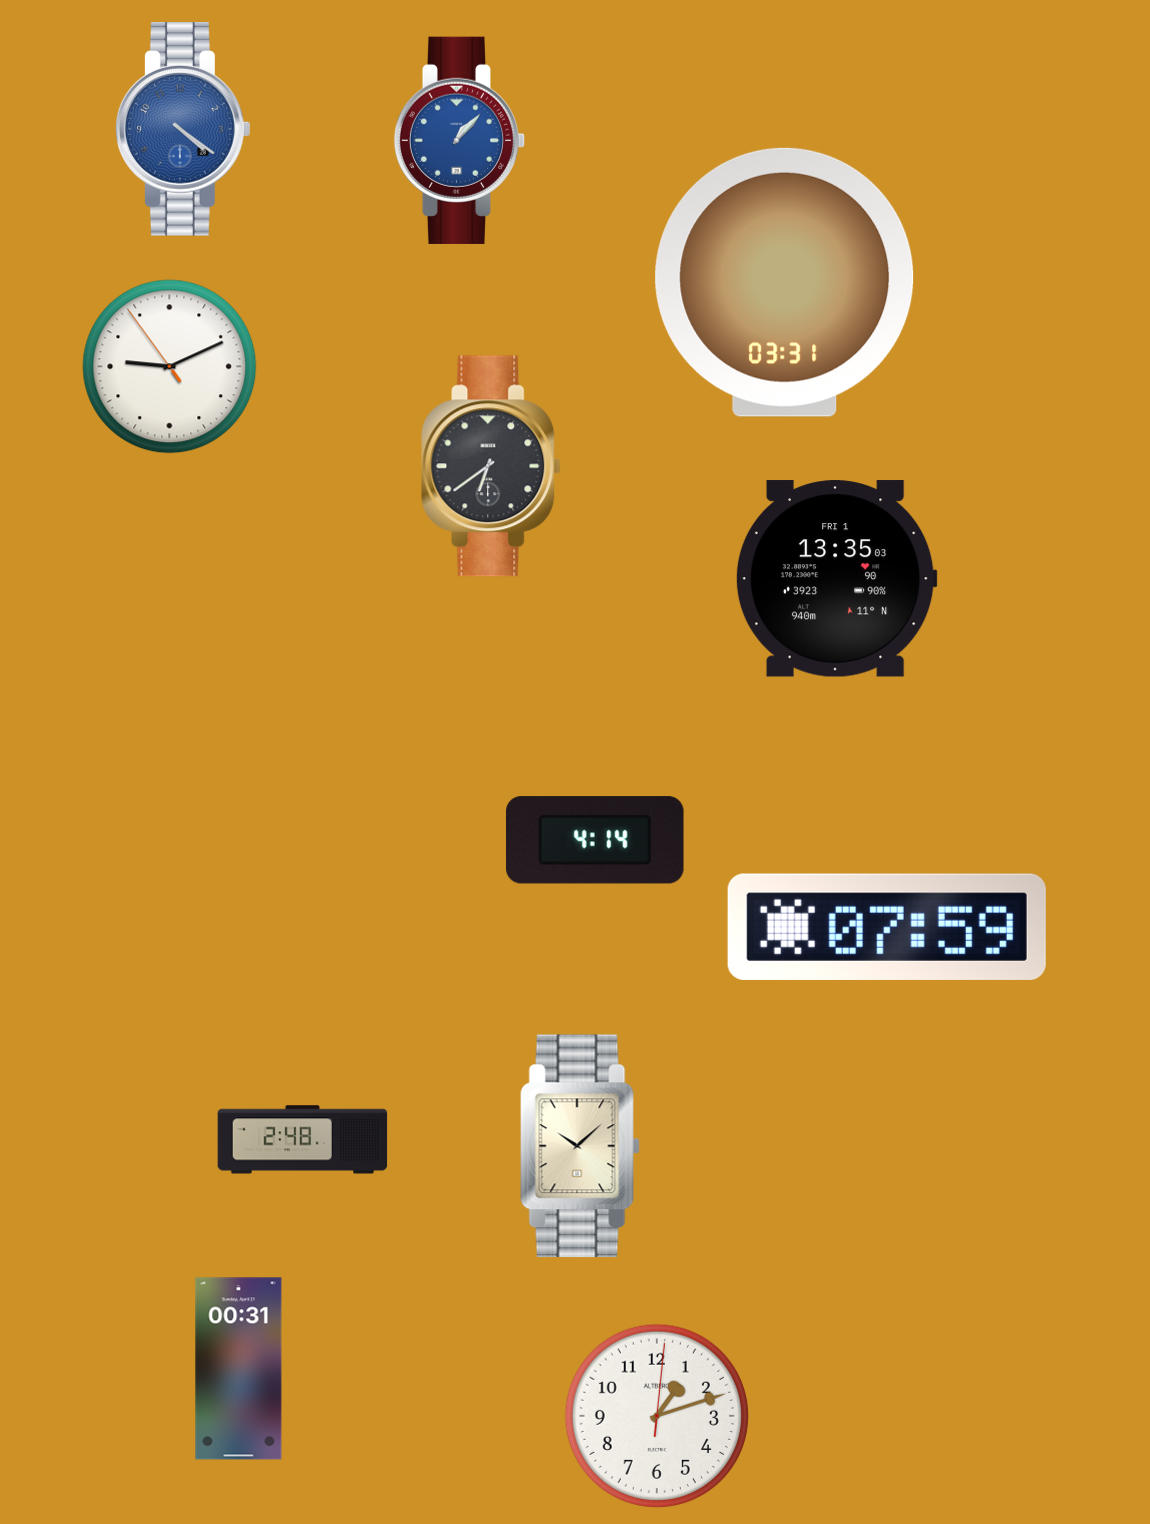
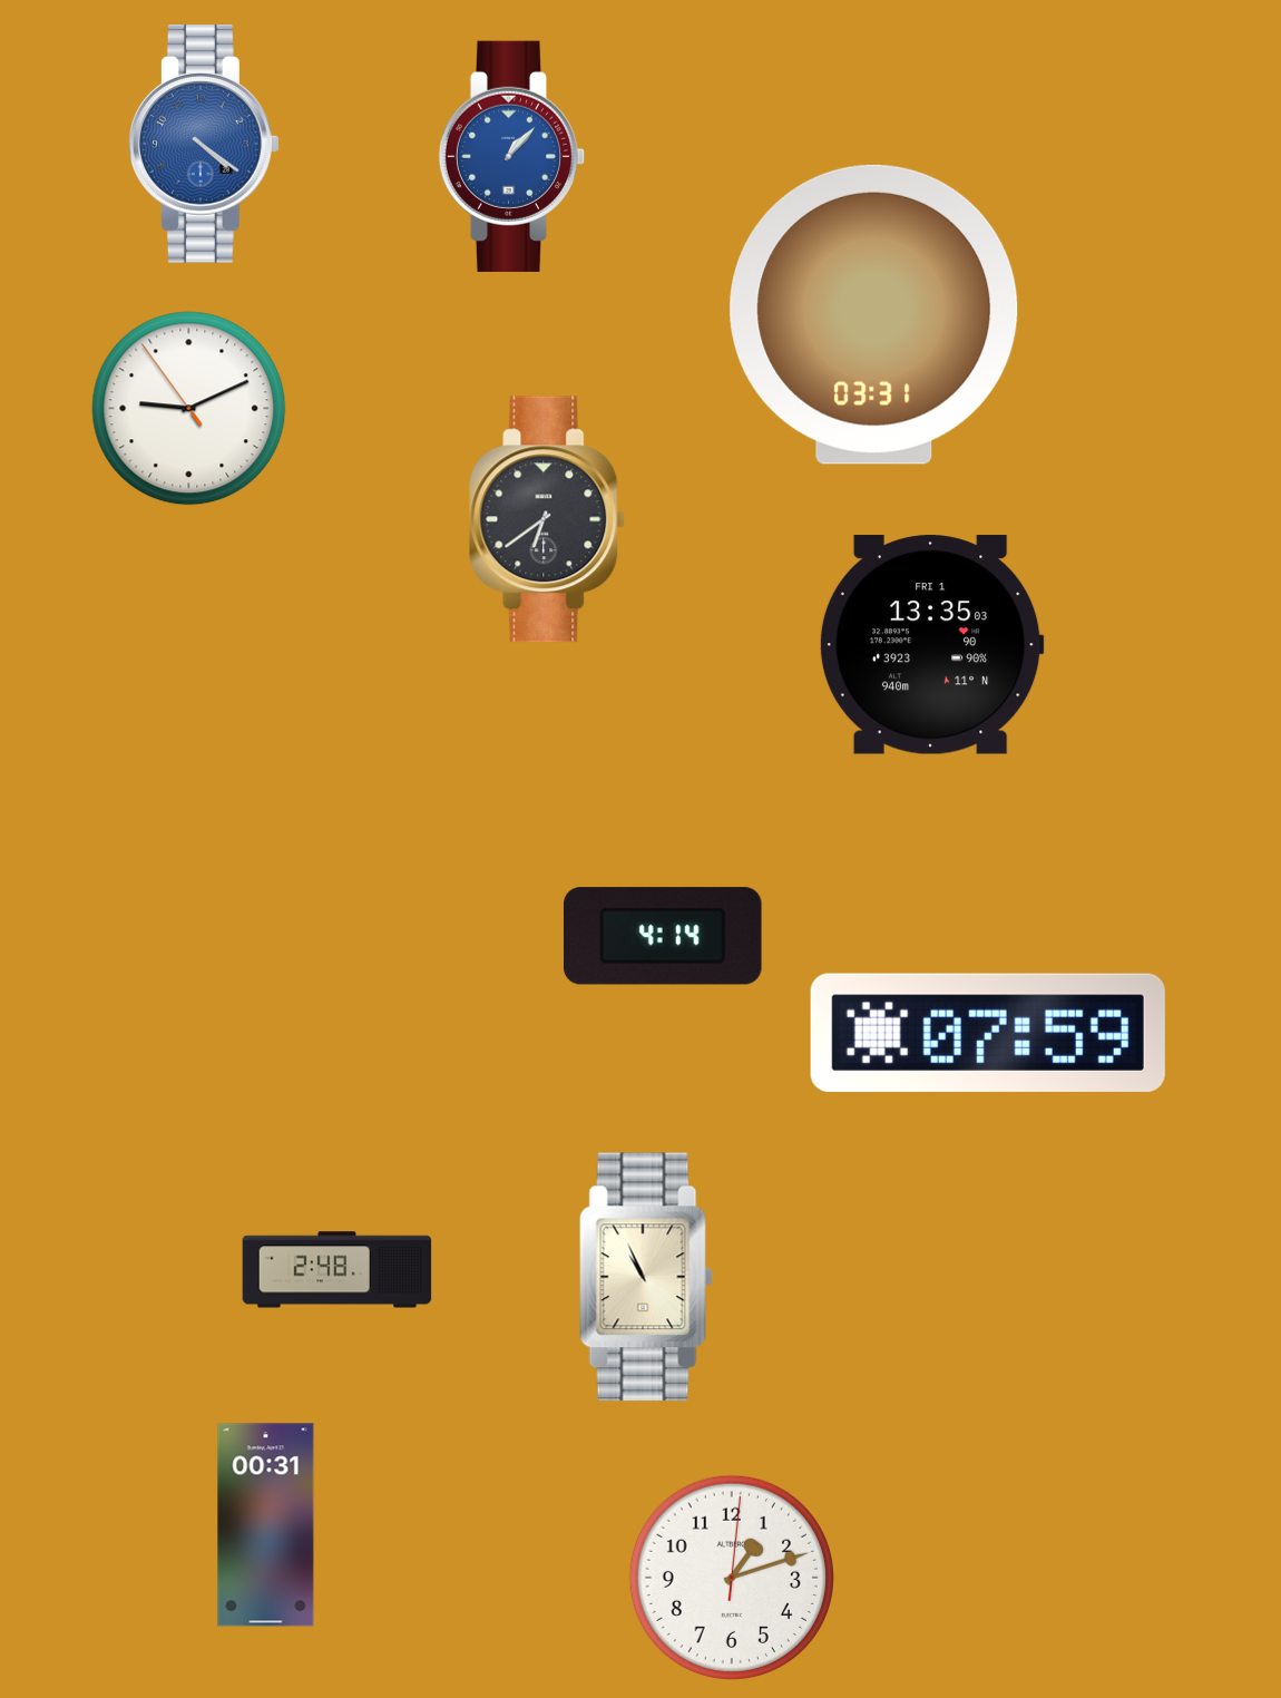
clock at (580, 1146): 10:08 -> 10:56
